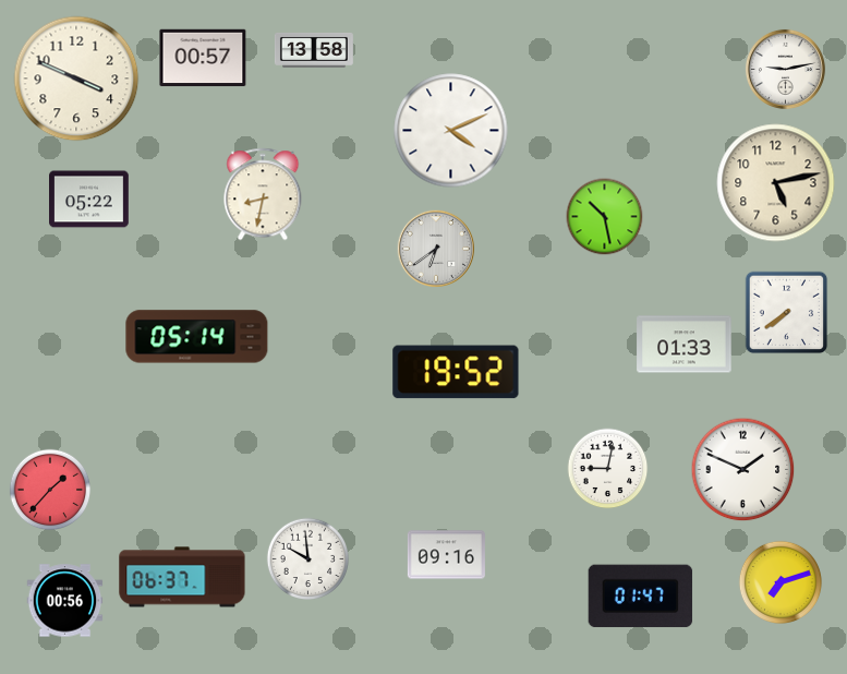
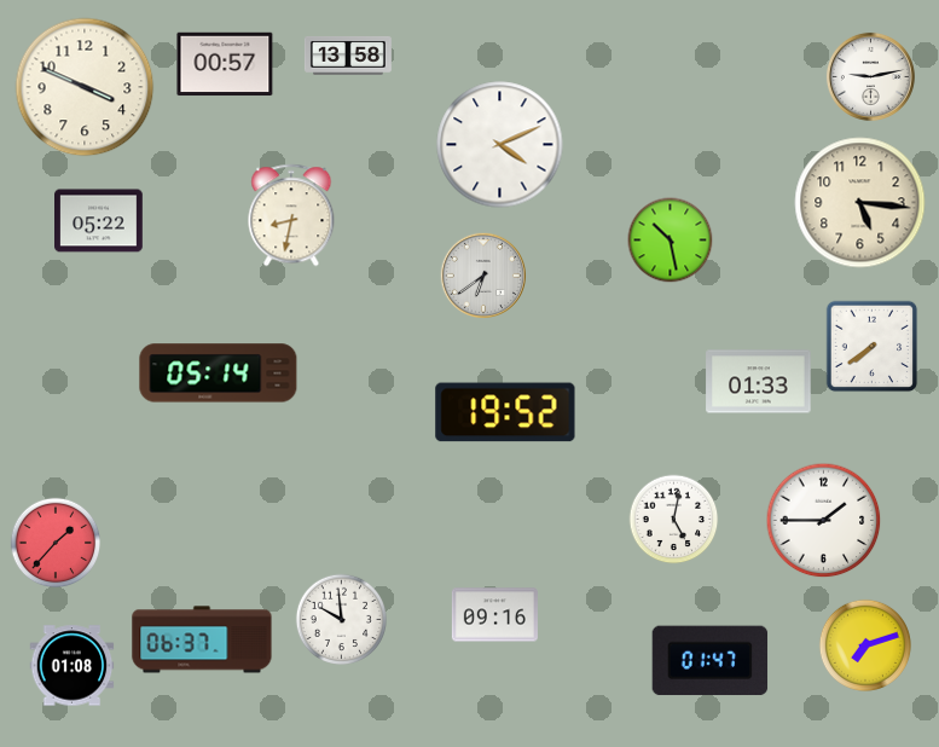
clock at (776, 183): 5:13 -> 5:16
clock at (608, 469): 9:02 -> 5:02
clock at (743, 470): 1:49 -> 1:45
clock at (65, 601): 00:56 -> 01:08
